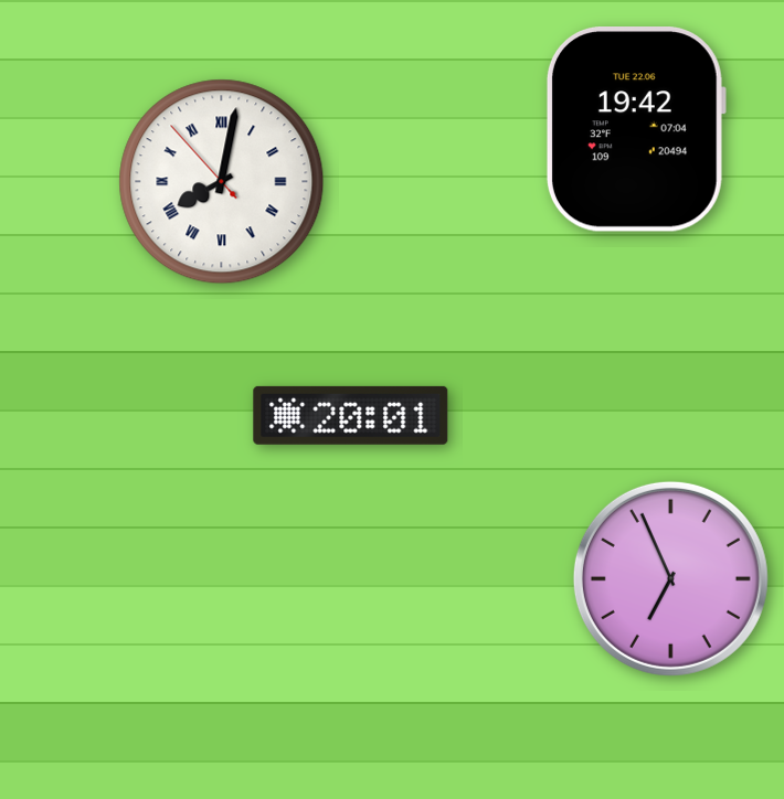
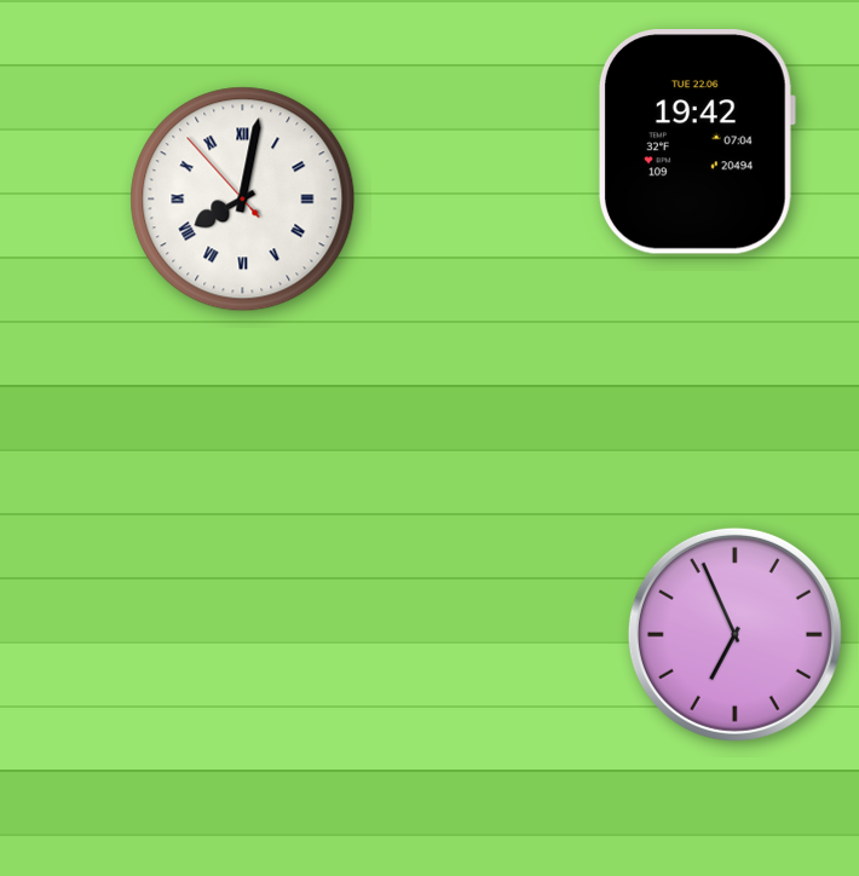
clock at (351, 415): 20:01 -> none
